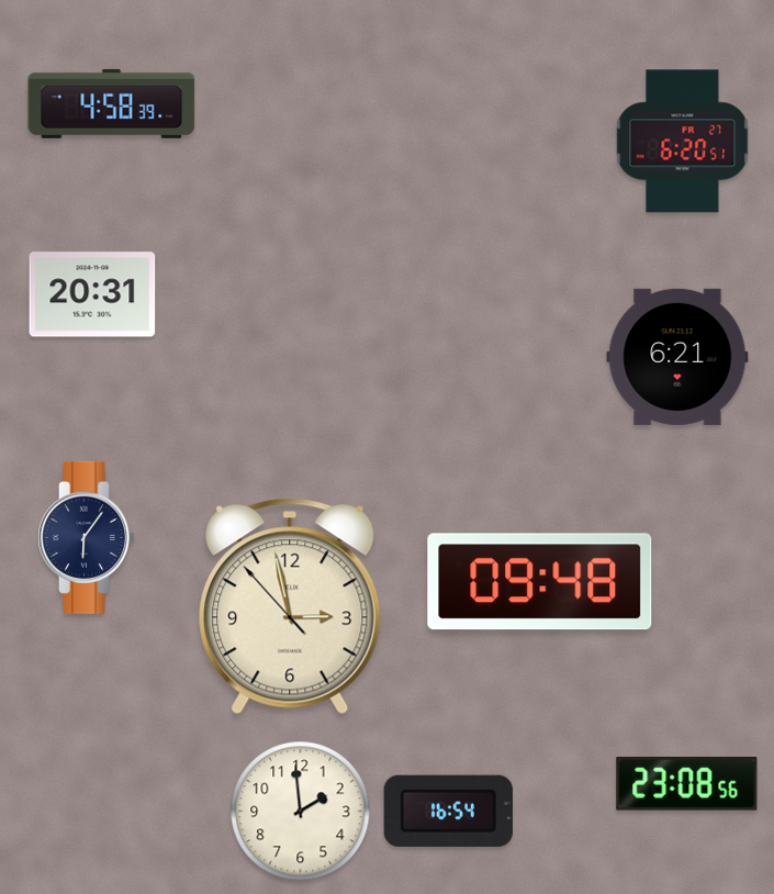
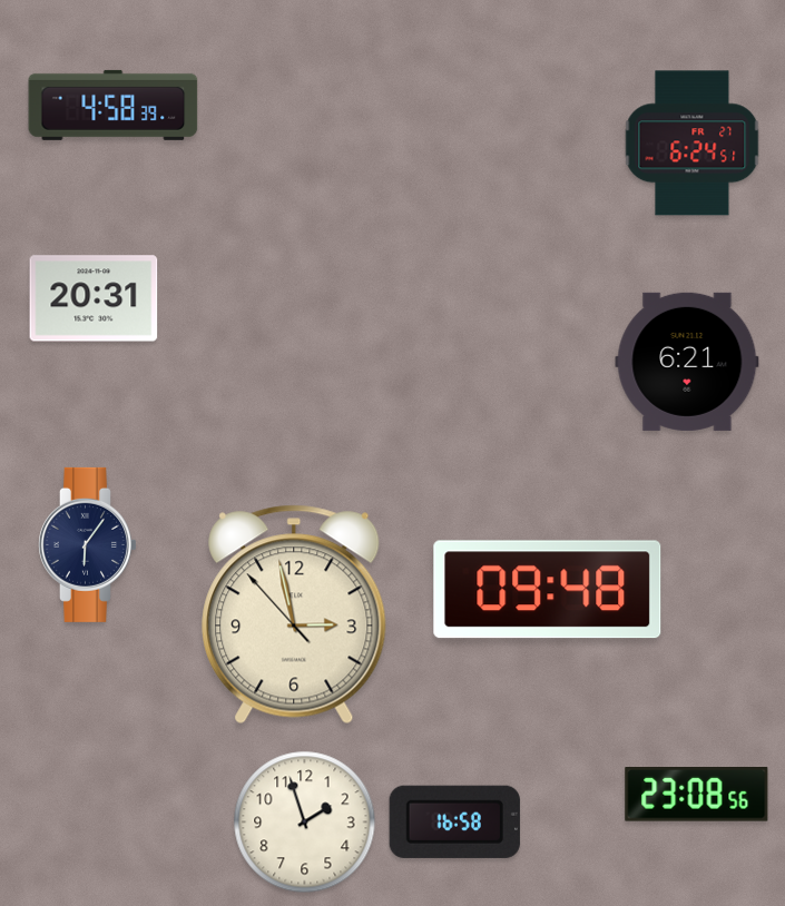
clock at (683, 142): 6:20 -> 6:24
clock at (448, 811): 16:54 -> 16:58
clock at (301, 812): 1:59 -> 1:57
